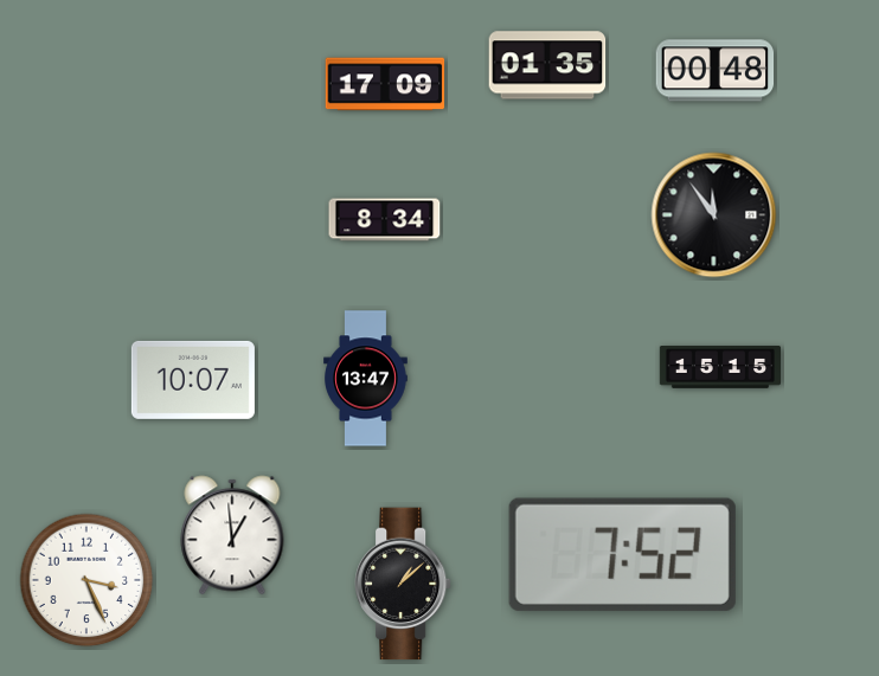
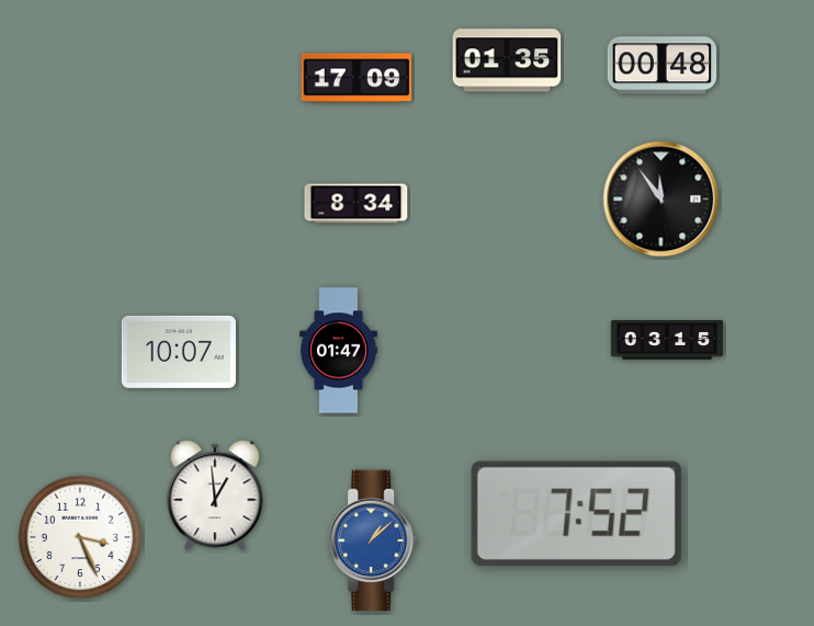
clock at (719, 368): 15:15 -> 03:15
clock at (366, 379): 13:47 -> 01:47
clock at (404, 584) dial: black -> blue
